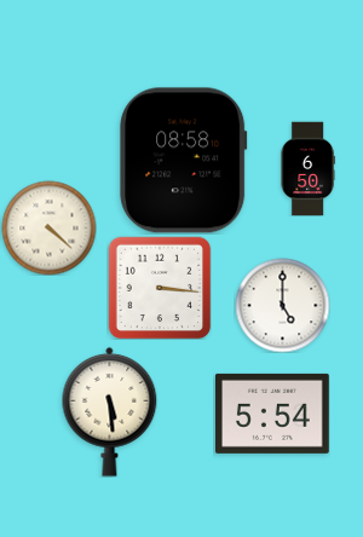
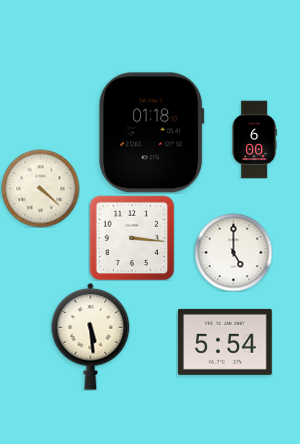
clock at (184, 161): 08:58 -> 01:18
clock at (307, 168): 6:50 -> 6:00
clock at (110, 411) position: (110, 411) -> (91, 336)
